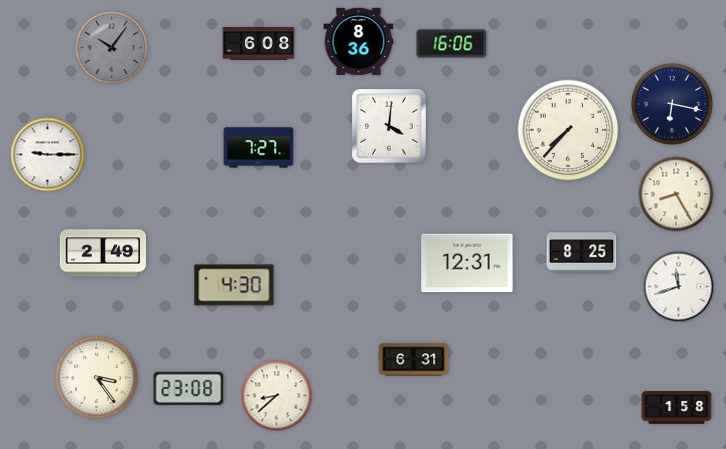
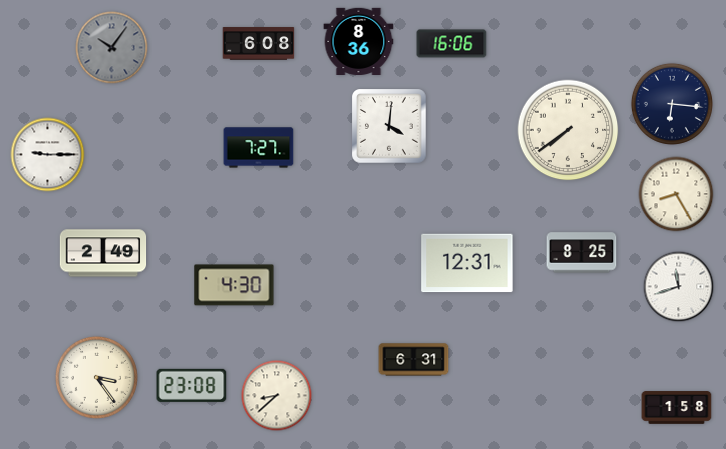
clock at (672, 104): 6:17 -> 6:16
clock at (568, 130): 7:37 -> 7:39
clock at (189, 388) position: (189, 388) -> (192, 385)
